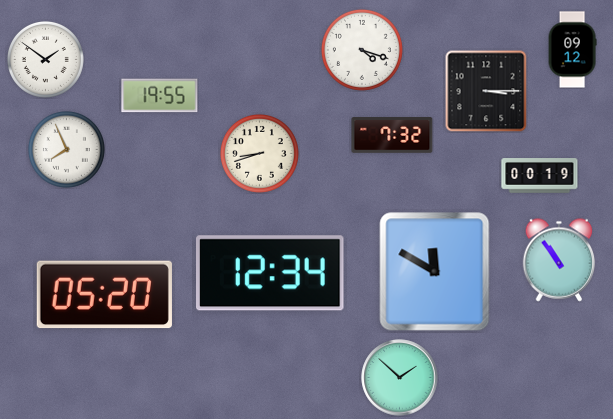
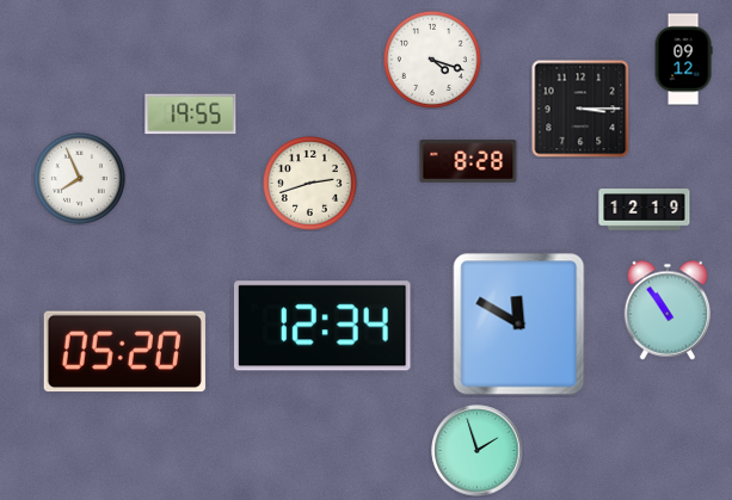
clock at (45, 59): 1:51 -> none
clock at (392, 135): 7:32 -> 8:28
clock at (259, 153): 8:42 -> 2:42
clock at (540, 176): 00:19 -> 12:19
clock at (400, 378): 1:52 -> 1:57
